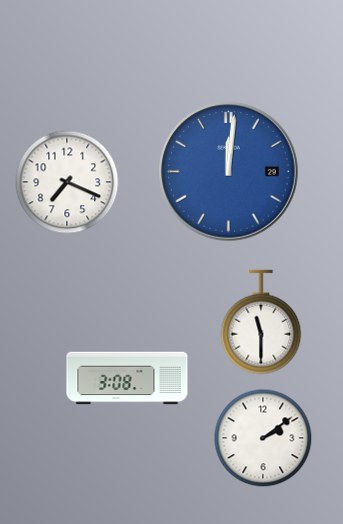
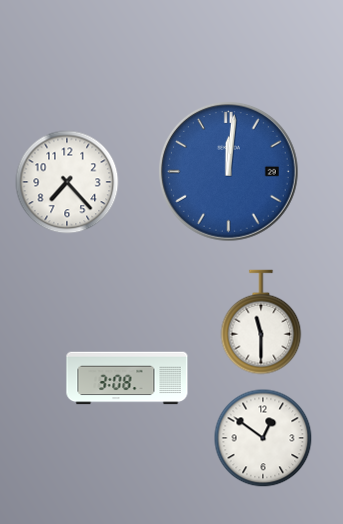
clock at (67, 182): 7:19 -> 7:23
clock at (263, 438): 2:09 -> 12:51
